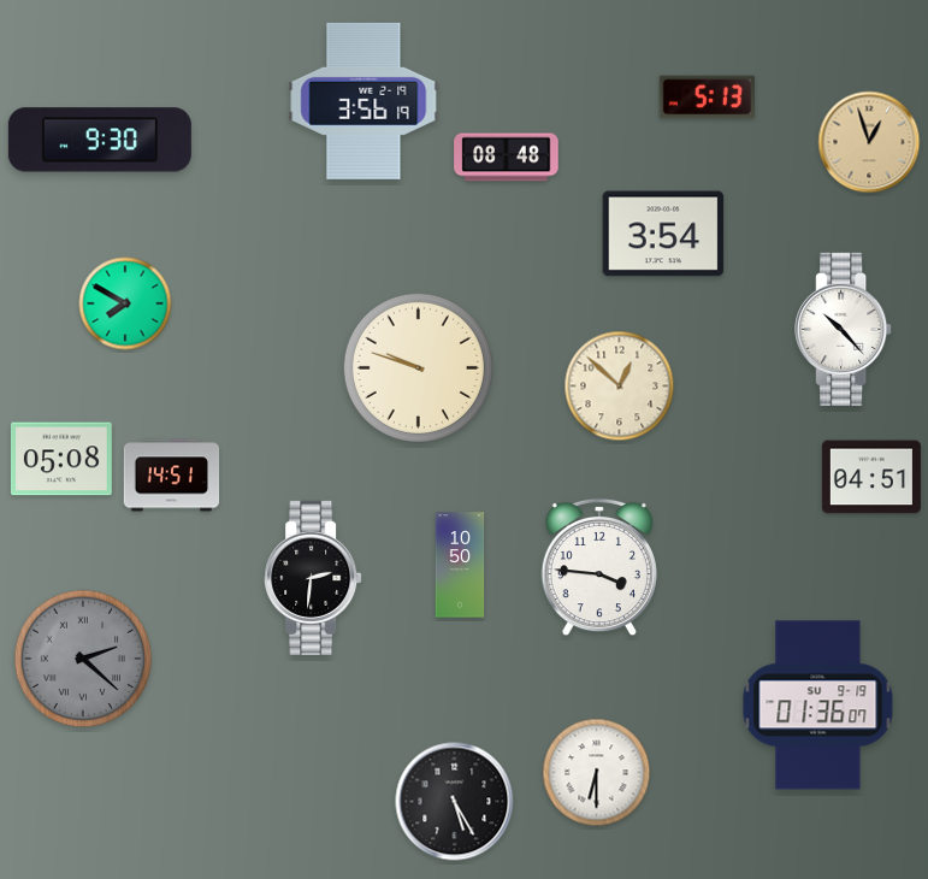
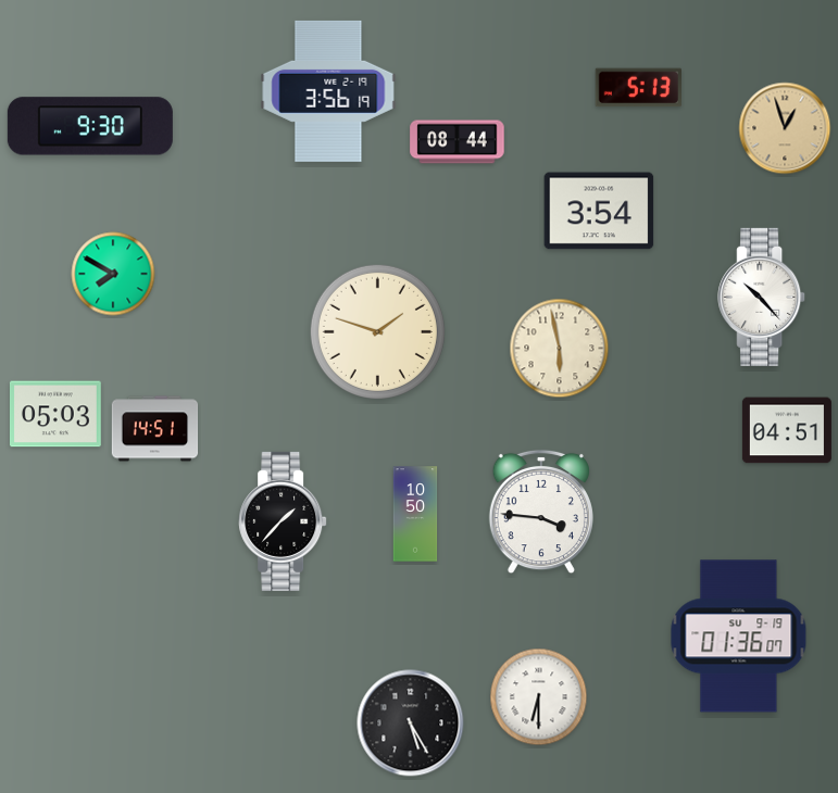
clock at (507, 158): 08:48 -> 08:44
clock at (418, 367): 9:48 -> 1:48
clock at (620, 387): 12:52 -> 5:58
clock at (61, 459): 05:08 -> 05:03
clock at (460, 565) position: (460, 565) -> (415, 514)
clock at (313, 578): 2:31 -> 1:37
clock at (83, 659): 2:22 -> none
